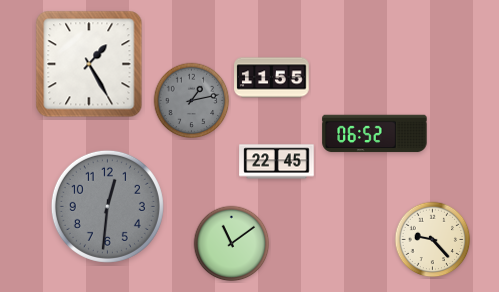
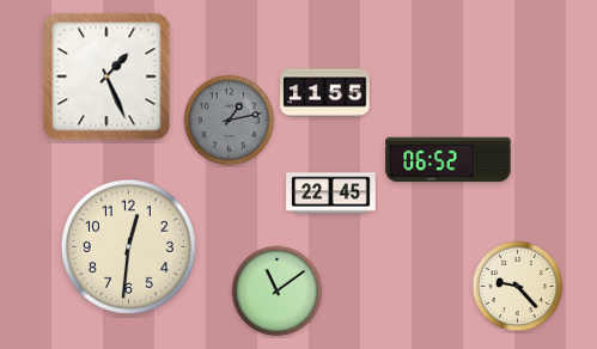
clock at (89, 64): 1:25 -> 1:26
clock at (107, 206) dial: grey -> cream
